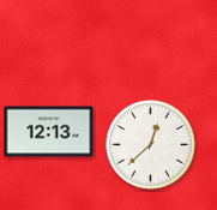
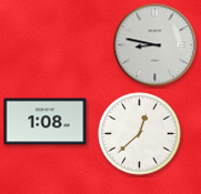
clock at (155, 45): none -> 8:47
clock at (49, 132): 12:13 -> 1:08
